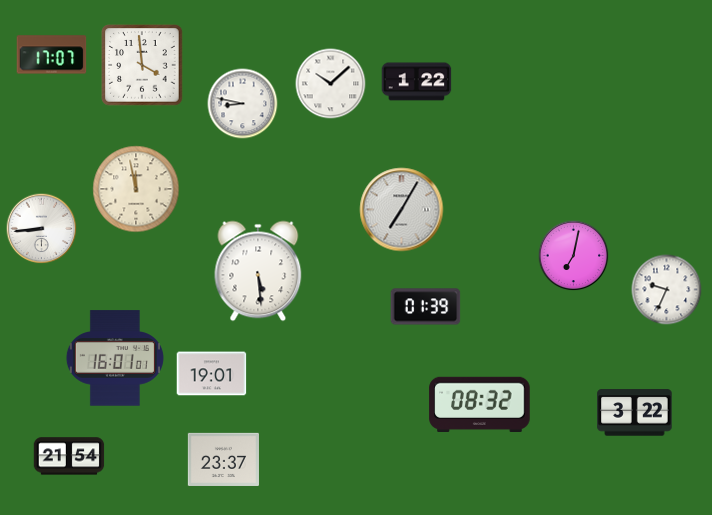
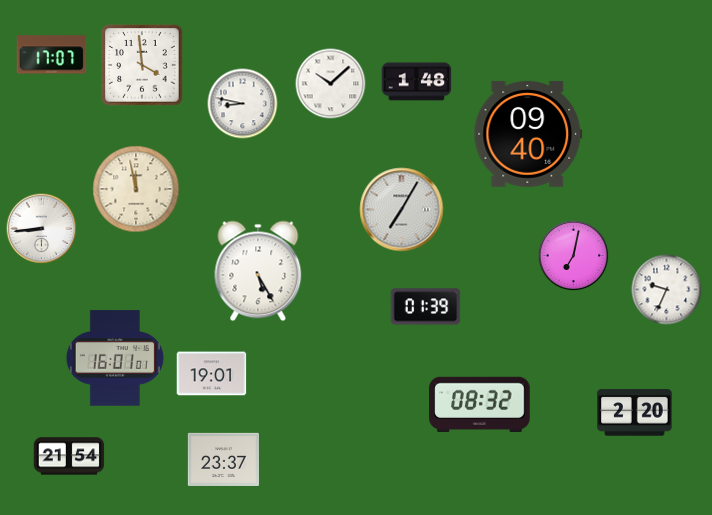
clock at (417, 82): 1:22 -> 1:48
clock at (528, 134): none -> 09:40
clock at (258, 271): 5:29 -> 5:25
clock at (635, 413): 3:22 -> 2:20
